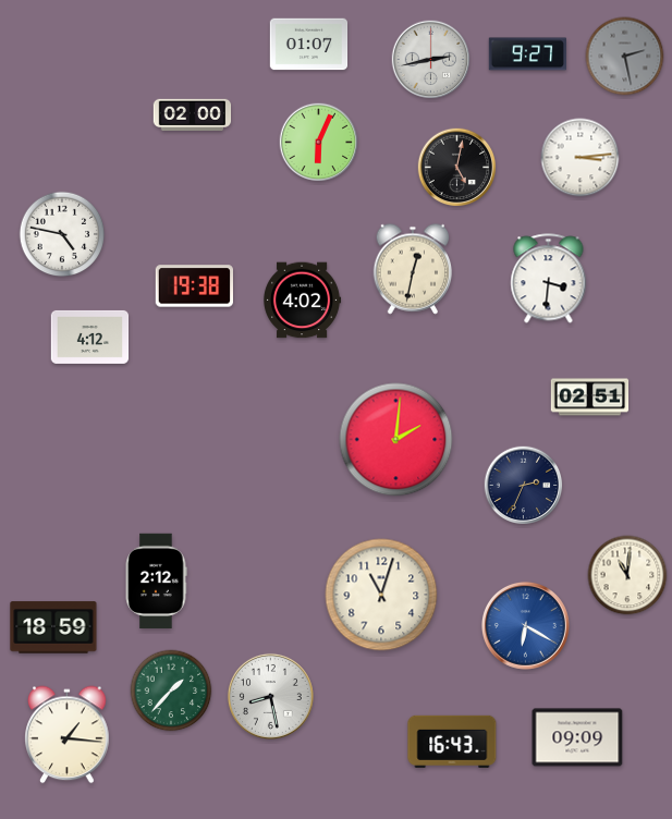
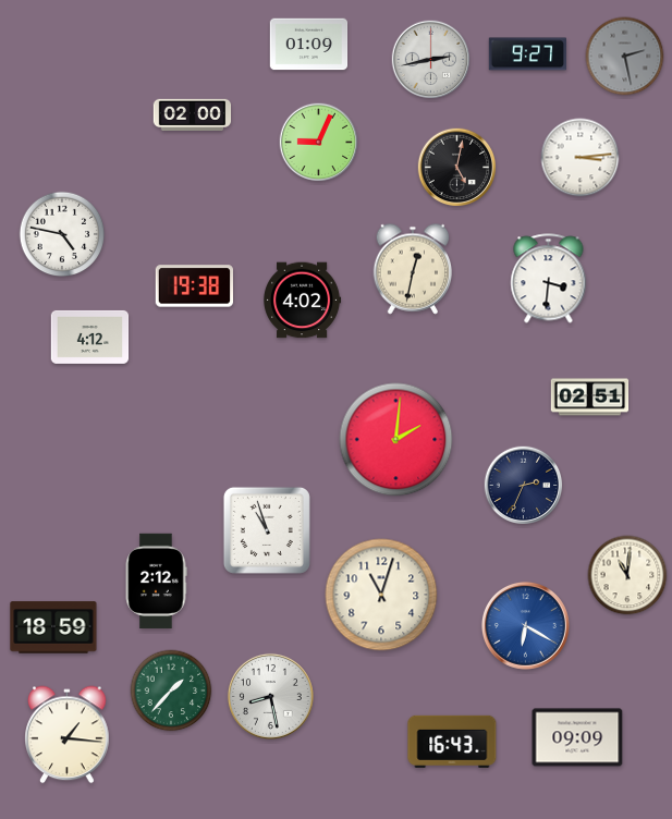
clock at (309, 45): 01:07 -> 01:09
clock at (319, 143): 6:04 -> 9:04
clock at (267, 530): none -> 10:57
